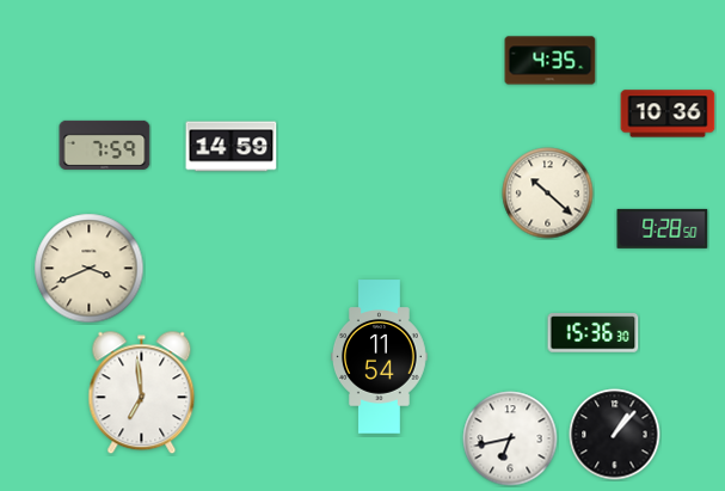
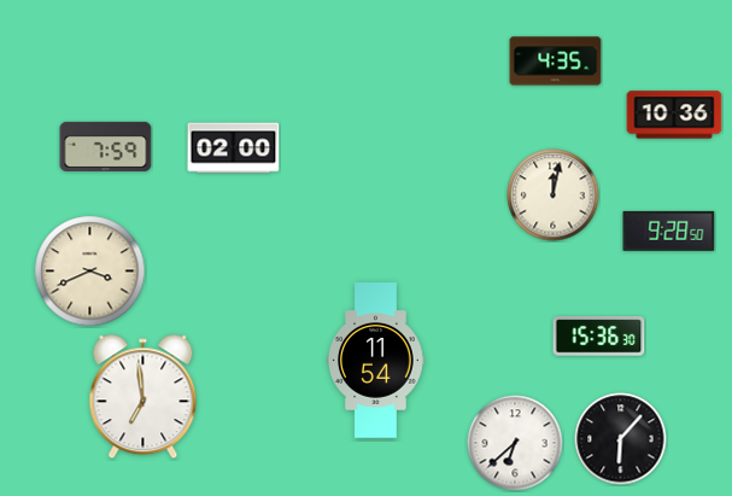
clock at (232, 147): 14:59 -> 02:00
clock at (548, 194): 10:22 -> 12:02
clock at (380, 357) position: (380, 357) -> (376, 361)
clock at (615, 435): 1:07 -> 6:07
clock at (510, 438): 6:43 -> 6:38
